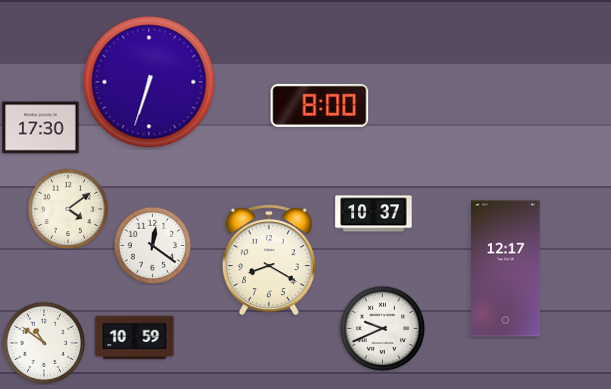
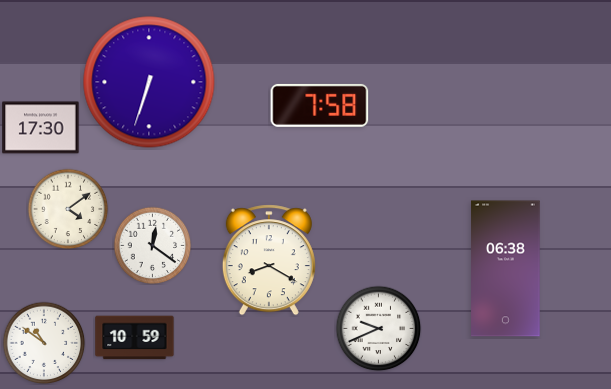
clock at (320, 105): 8:00 -> 7:58
clock at (374, 214): 10:37 -> none
clock at (506, 269): 12:17 -> 06:38
clock at (382, 328) position: (382, 328) -> (378, 328)
